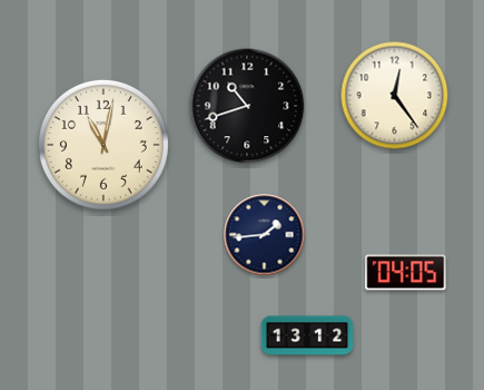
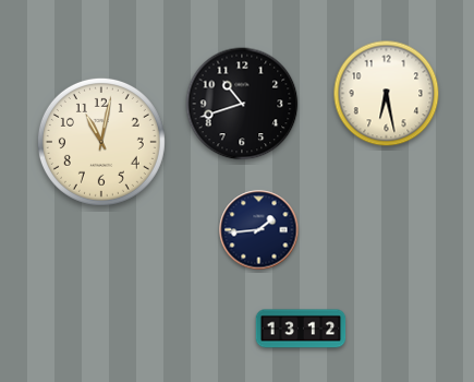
clock at (395, 96): 12:24 -> 6:28
clock at (406, 273): 04:05 -> none
